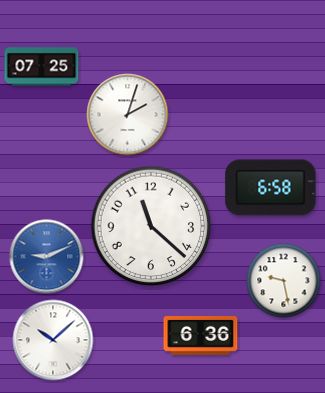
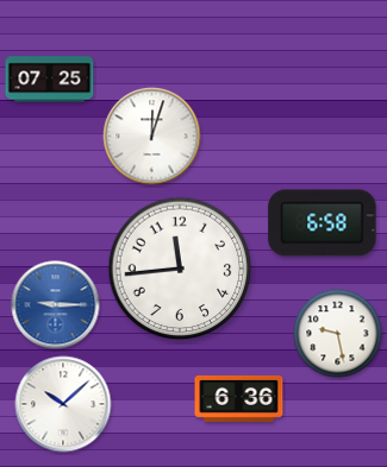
clock at (128, 115): 2:03 -> 12:03
clock at (151, 226): 11:22 -> 11:44
clock at (47, 257): 9:11 -> 9:15
